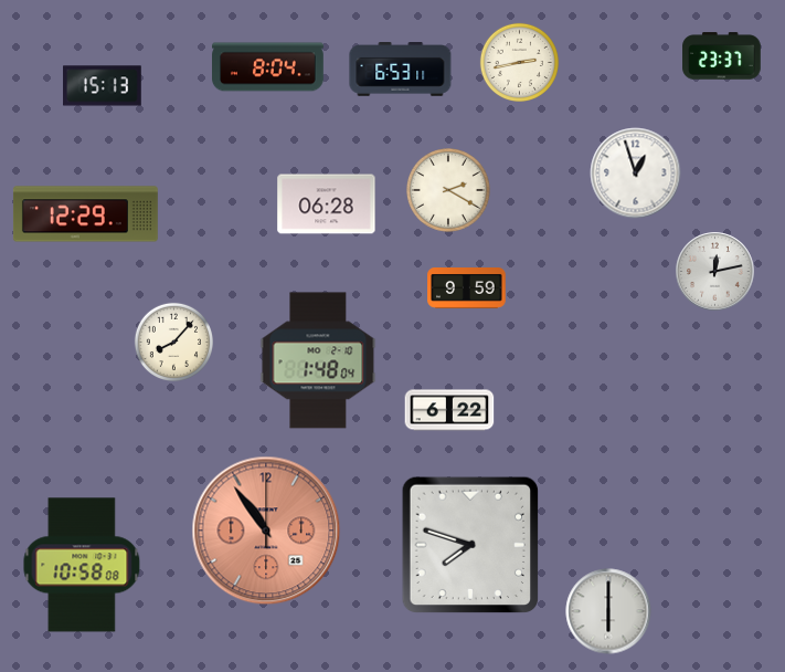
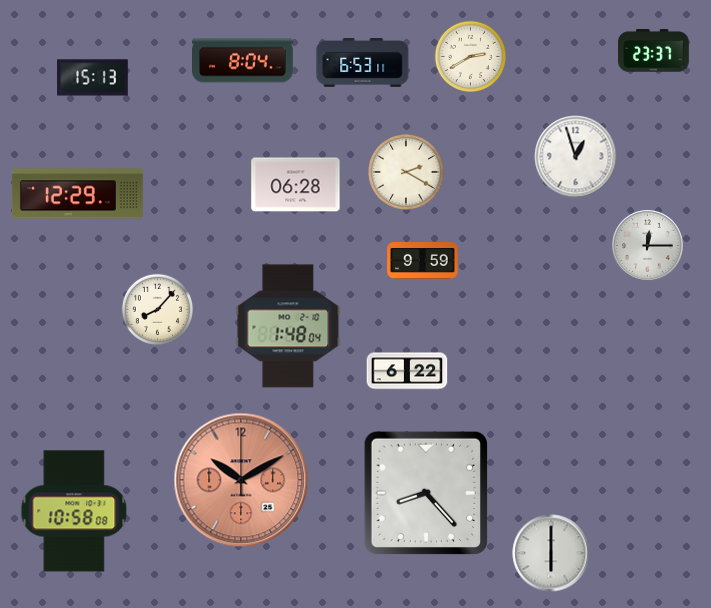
clock at (519, 62): 2:43 -> 2:40
clock at (715, 272): 12:13 -> 12:15
clock at (266, 531): 10:54 -> 10:10
clock at (470, 545): 7:48 -> 8:23
